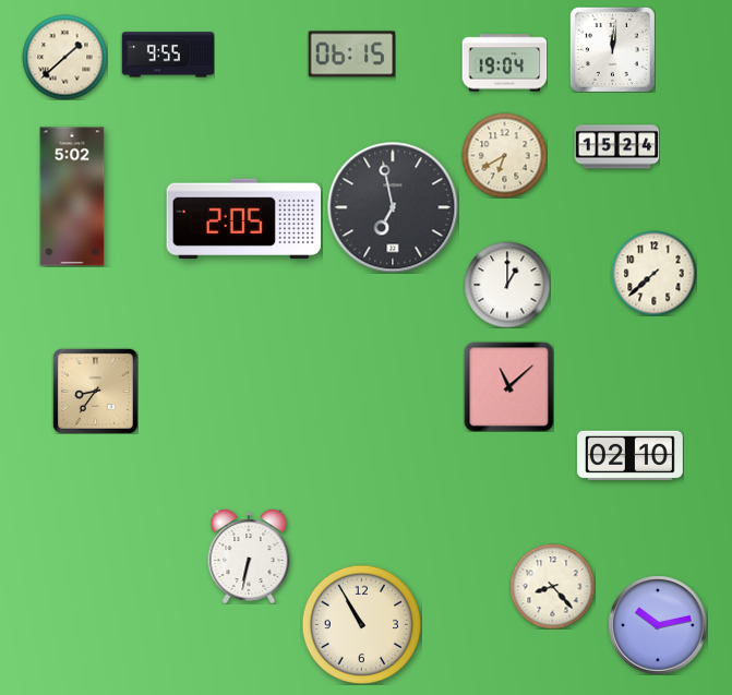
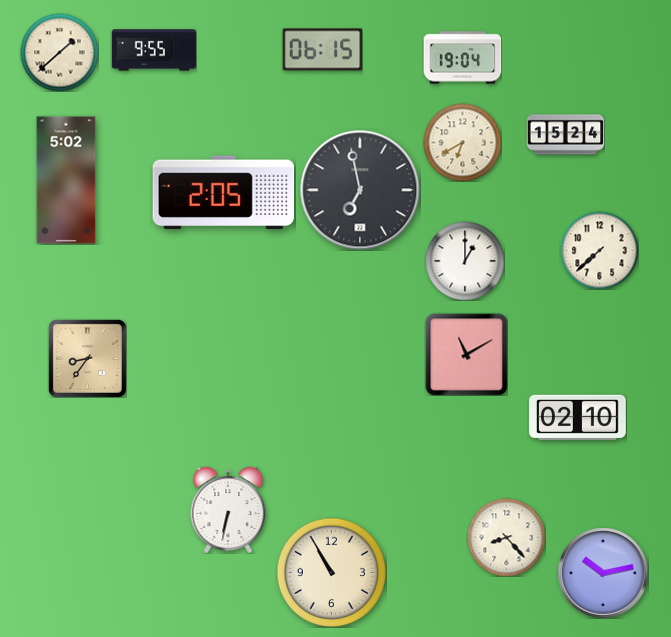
clock at (612, 49): 12:01 -> none
clock at (244, 219) position: (244, 219) -> (224, 193)
clock at (508, 386): 11:08 -> 11:10
